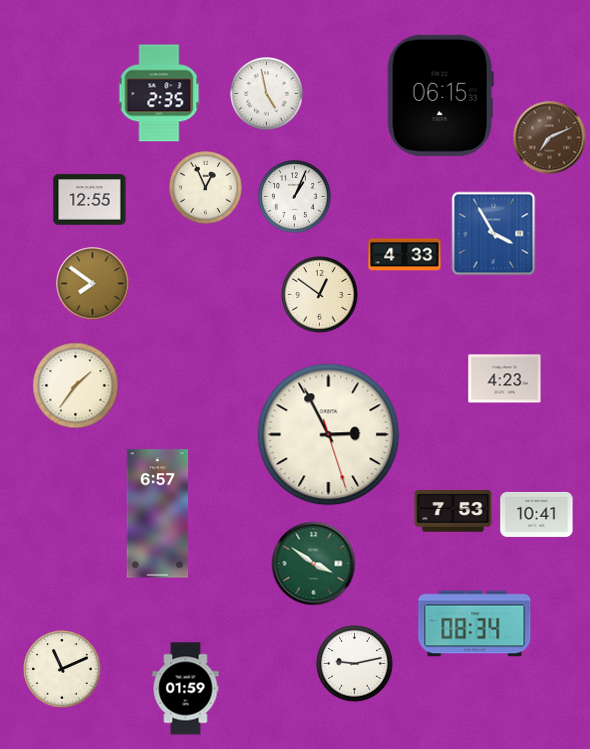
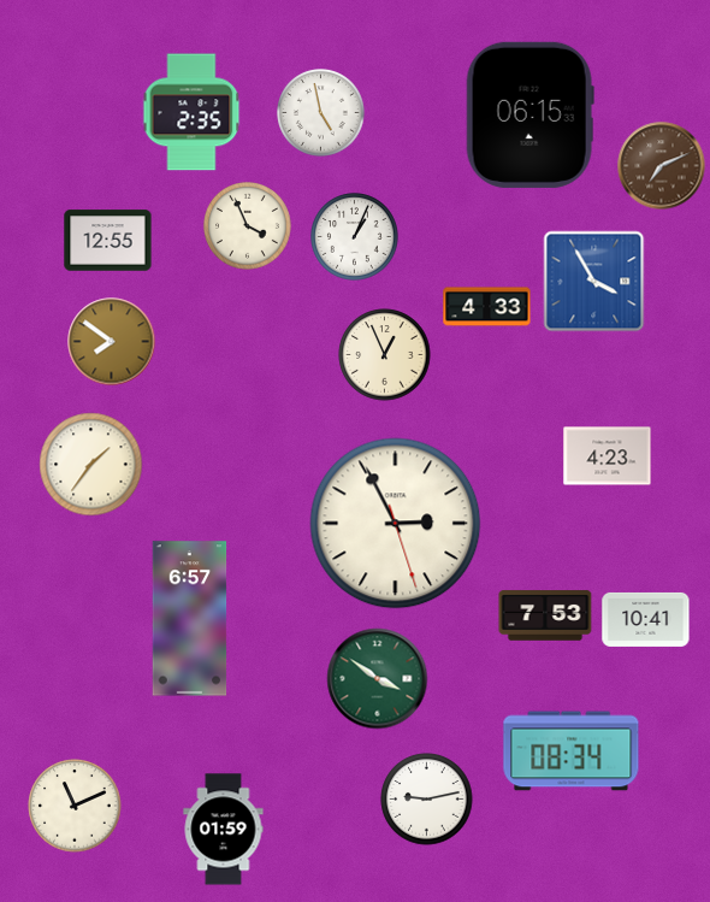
clock at (206, 188): 12:56 -> 3:56
clock at (320, 295): 12:51 -> 12:56
